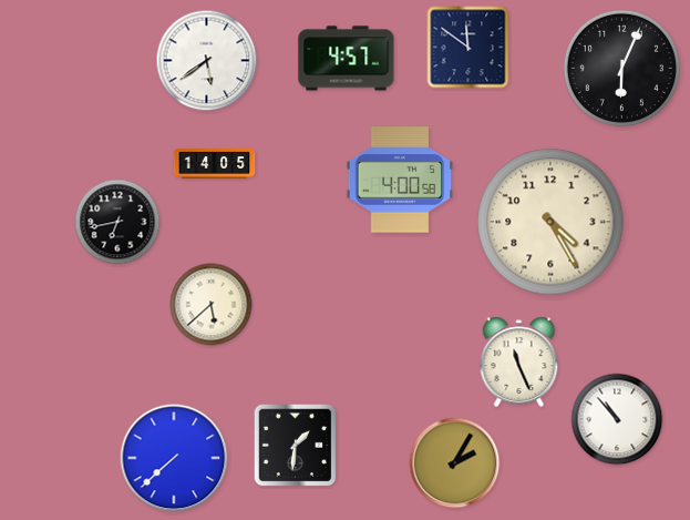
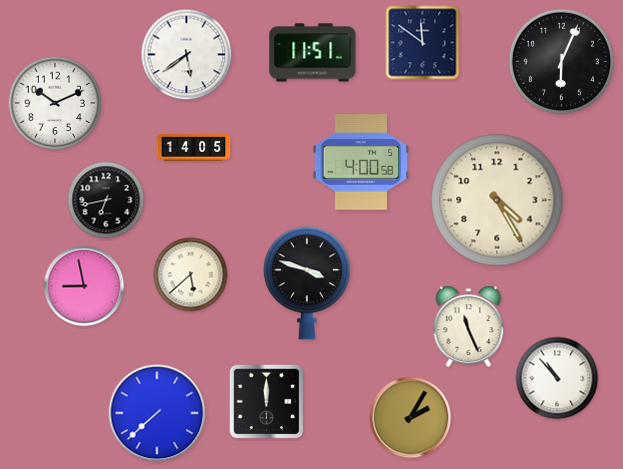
clock at (347, 59): 4:57 -> 11:51
clock at (55, 103): none -> 10:11
clock at (307, 283): none -> 3:48
clock at (84, 286): none -> 8:58
clock at (296, 446): 1:31 -> 12:00
